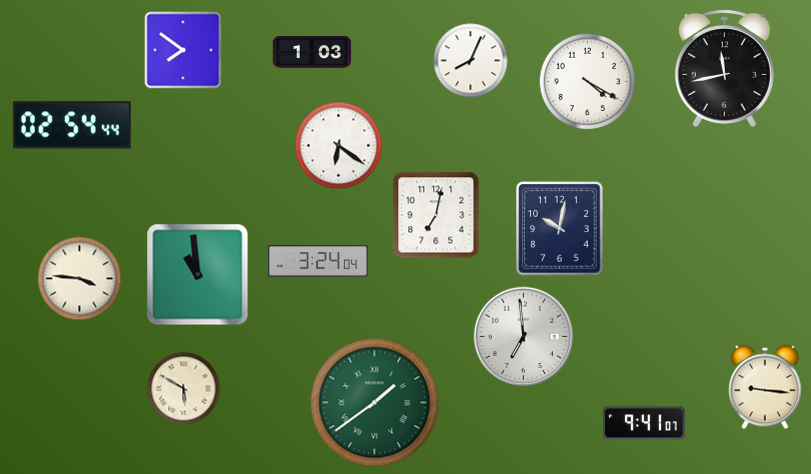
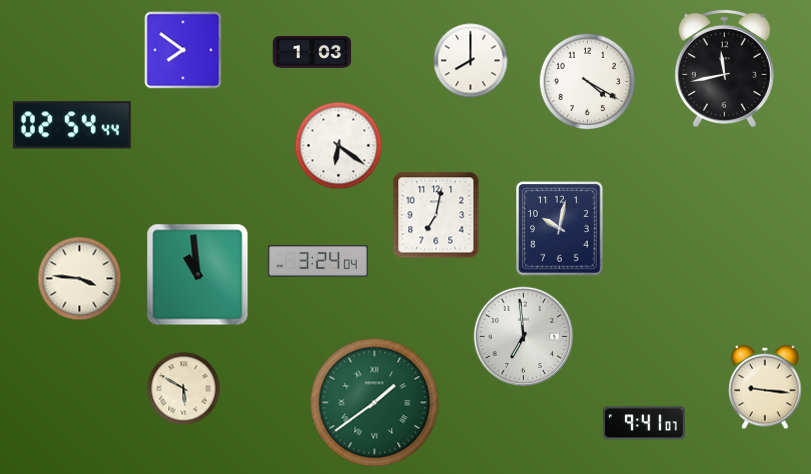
clock at (471, 61): 8:04 -> 8:00
